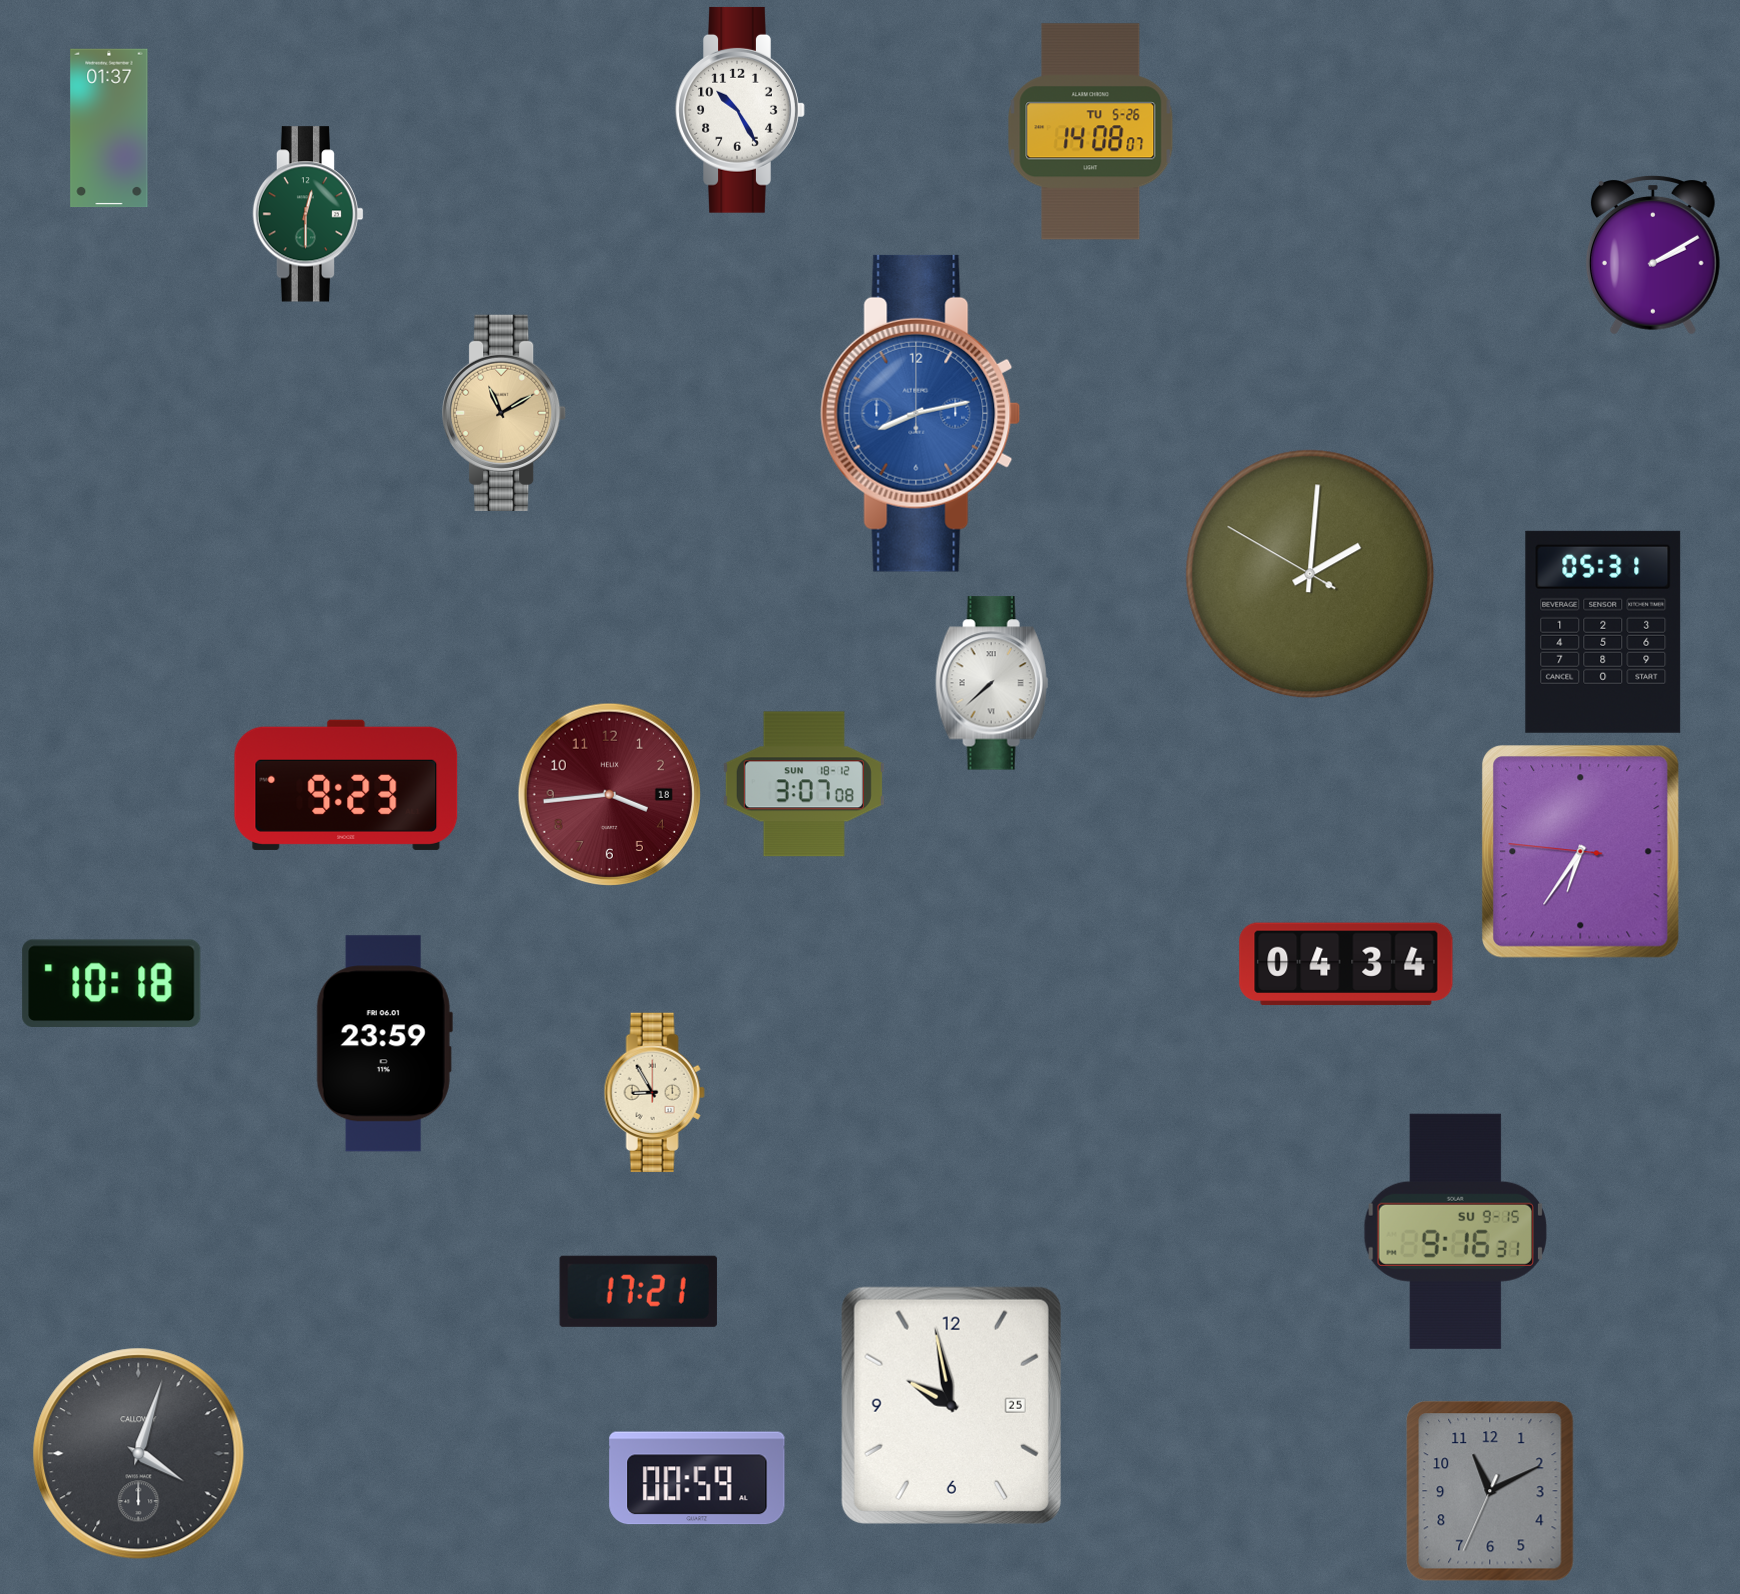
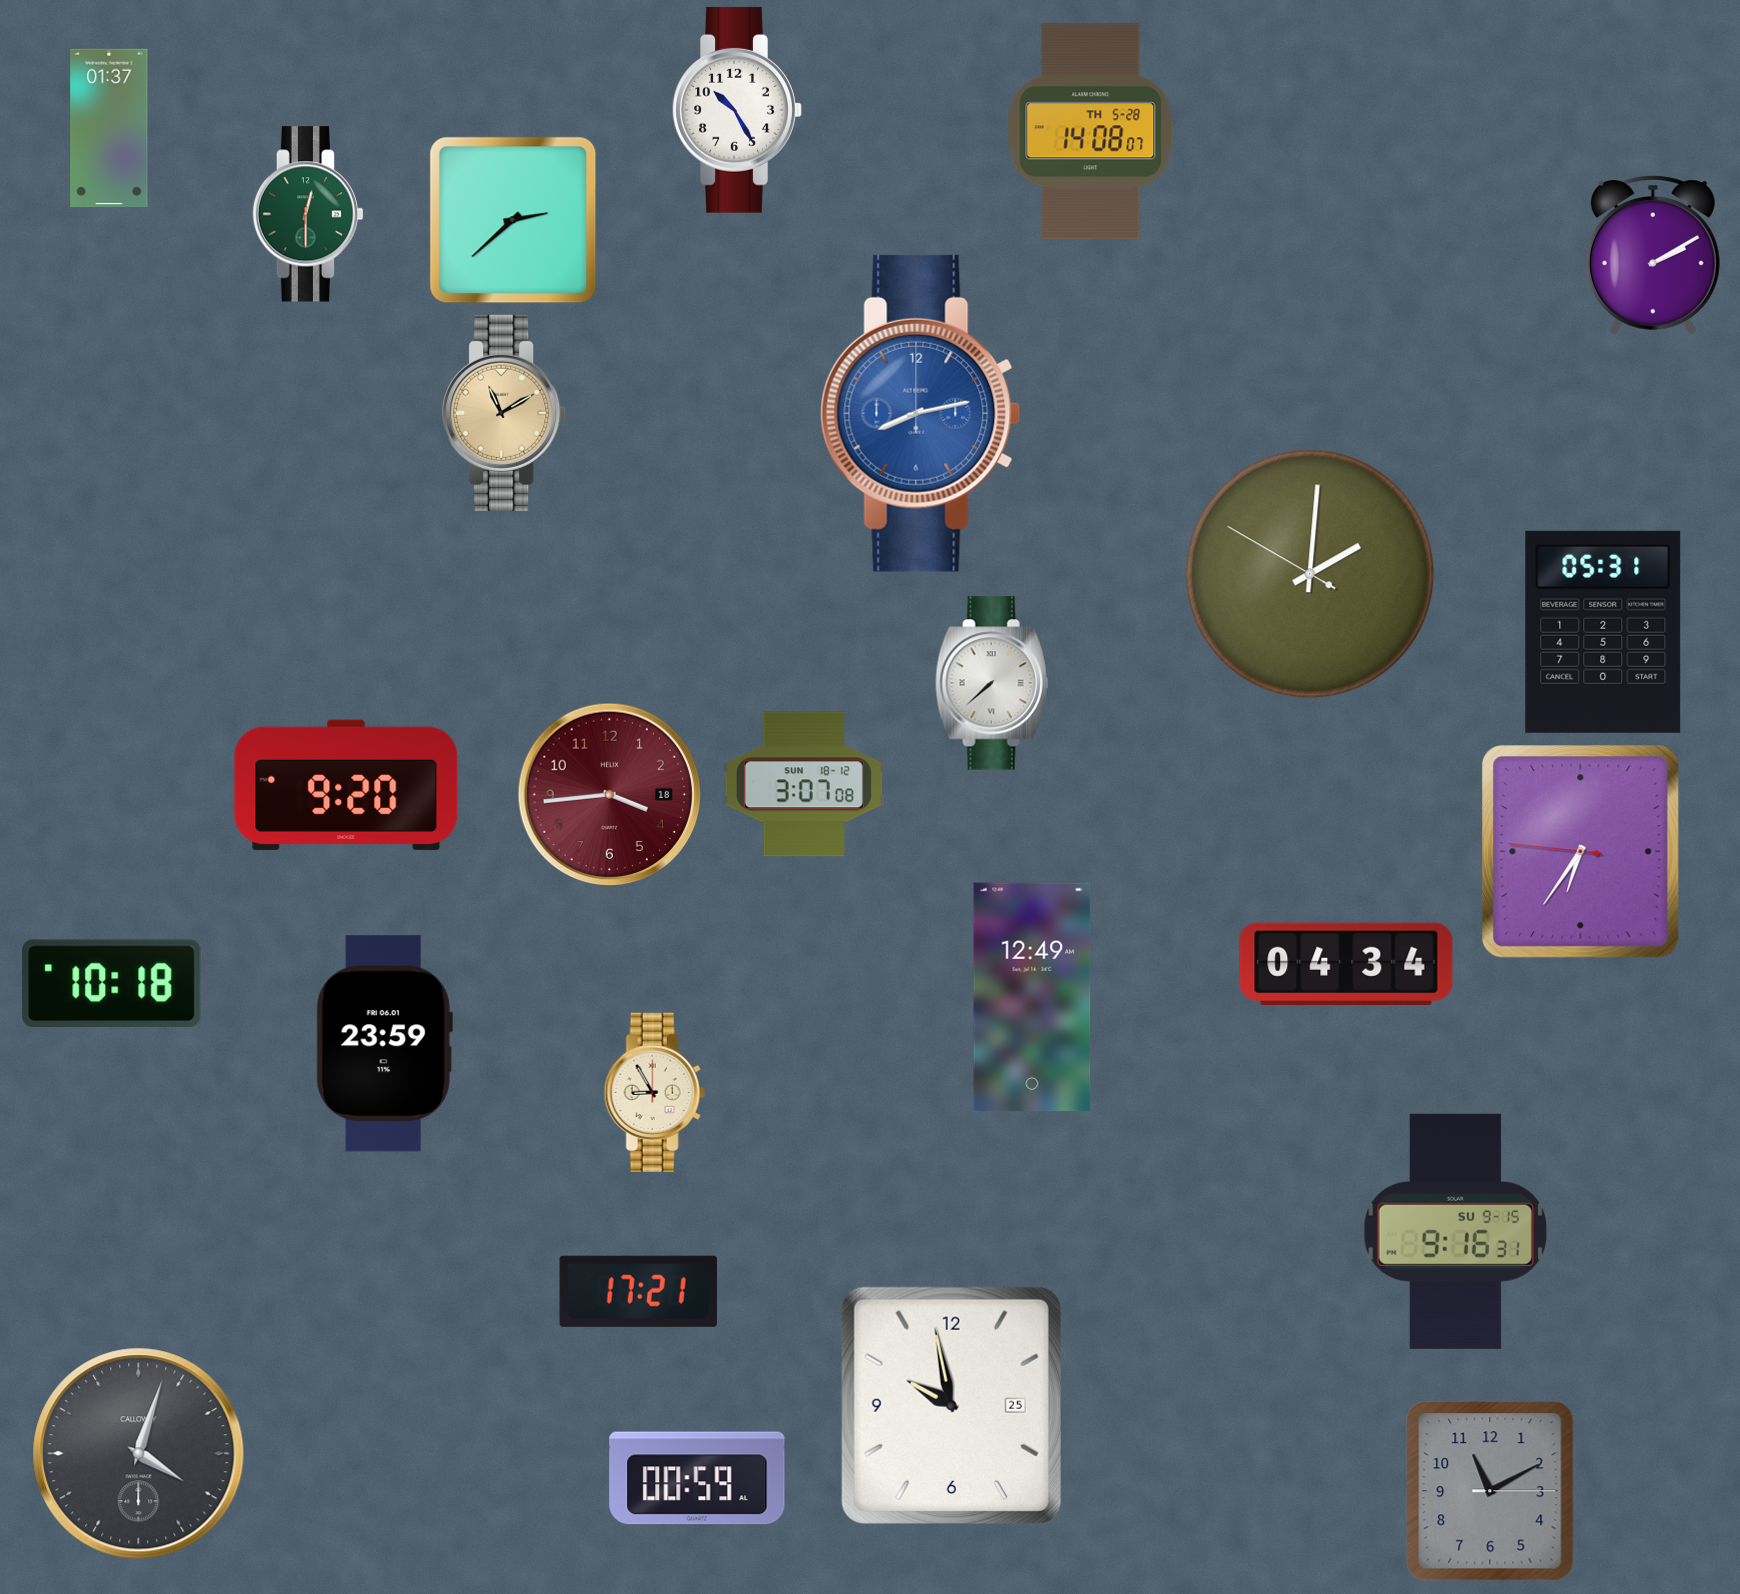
clock at (740, 110) position: (740, 110) -> (737, 110)
clock at (1091, 132) date: TU 5-26 -> TH 5-28
clock at (513, 220): none -> 2:38
clock at (346, 785): 9:23 -> 9:20
clock at (1032, 997): none -> 12:49
clock at (1490, 1491): 11:10:34 -> 11:10:15
